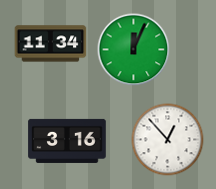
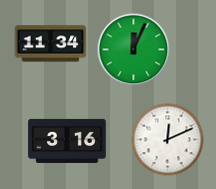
clock at (168, 140): 12:53 -> 12:11
